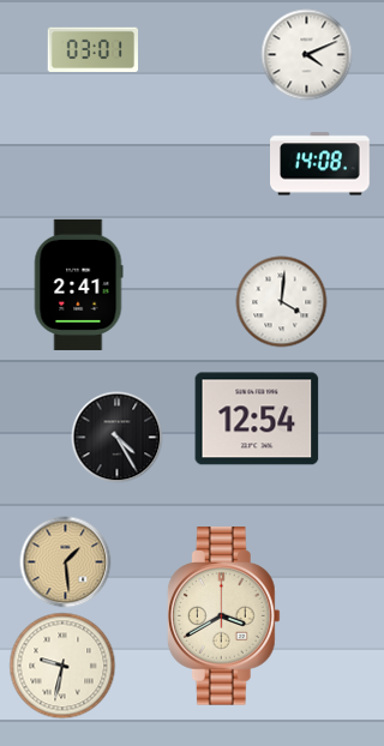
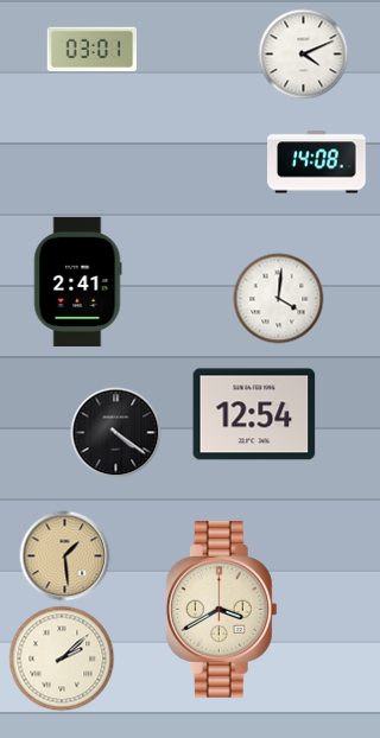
clock at (118, 438): 4:25 -> 4:21
clock at (62, 666): 9:32 -> 2:08
